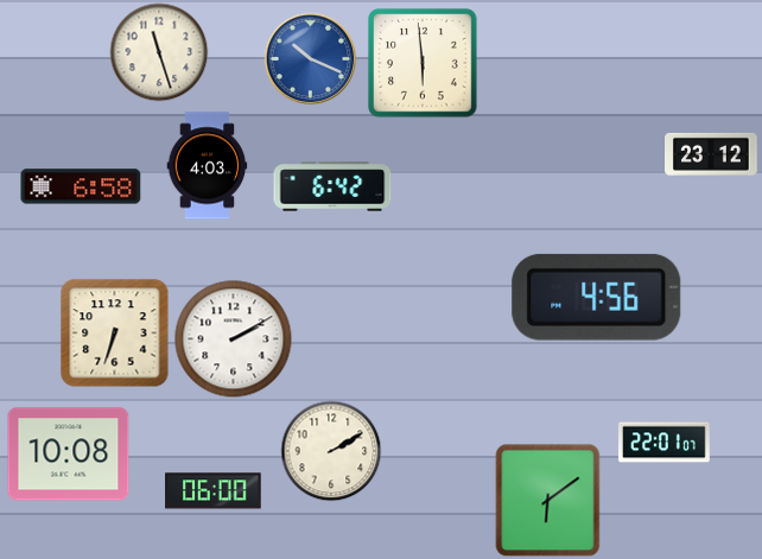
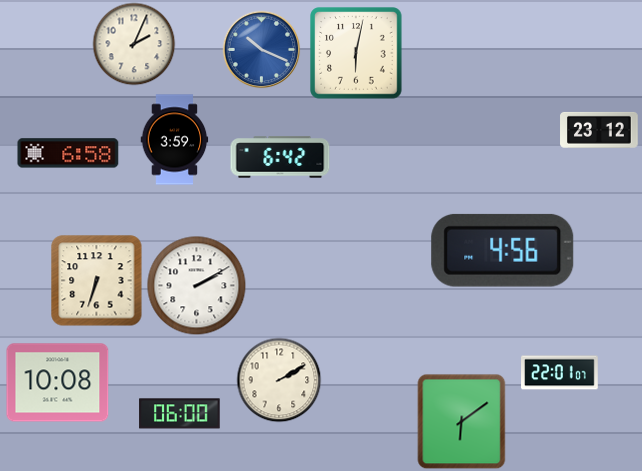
clock at (159, 52): 11:27 -> 2:04
clock at (423, 63): 5:59 -> 6:02
clock at (208, 166): 4:03 -> 3:59
clock at (81, 186) position: (81, 186) -> (68, 153)
